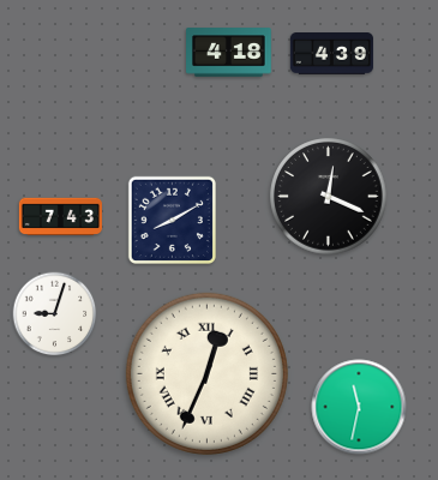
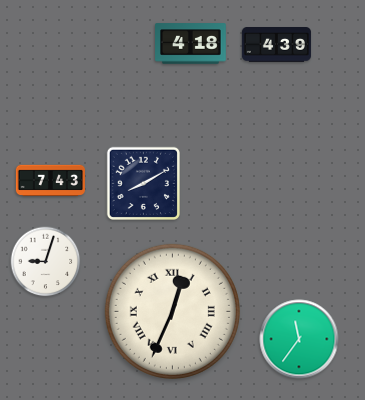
clock at (329, 197): 12:19 -> none
clock at (359, 407): 11:32 -> 11:36
